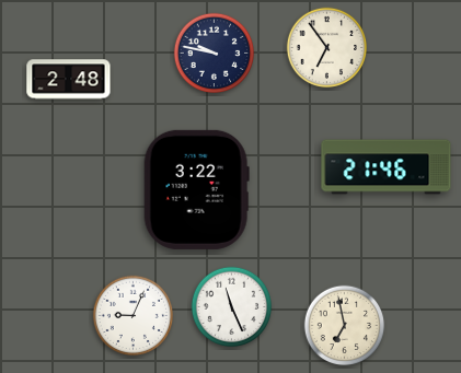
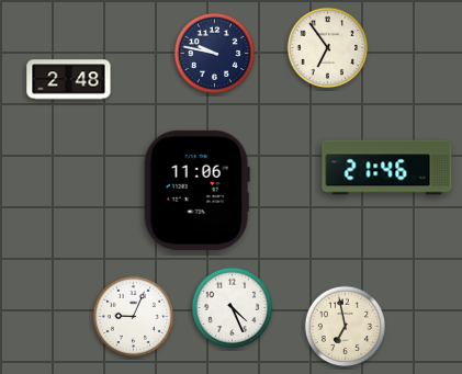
clock at (196, 189): 3:22 -> 11:06
clock at (232, 307): 11:26 -> 4:26
